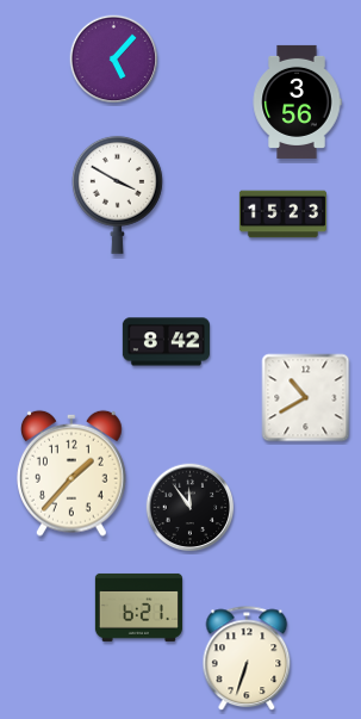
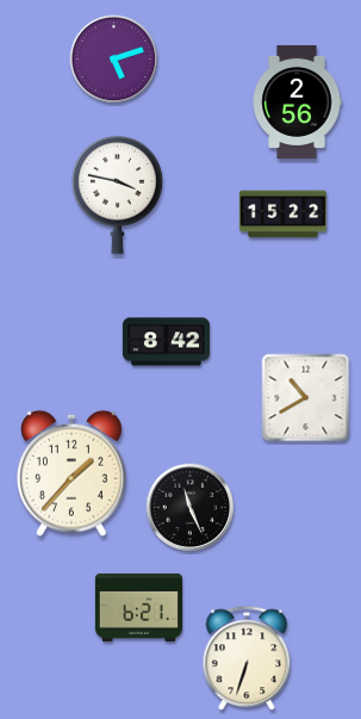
clock at (114, 60): 5:07 -> 5:12
clock at (297, 101): 3:56 -> 2:56
clock at (117, 194): 3:50 -> 3:47
clock at (282, 215): 15:23 -> 15:22
clock at (191, 508): 11:54 -> 11:26
